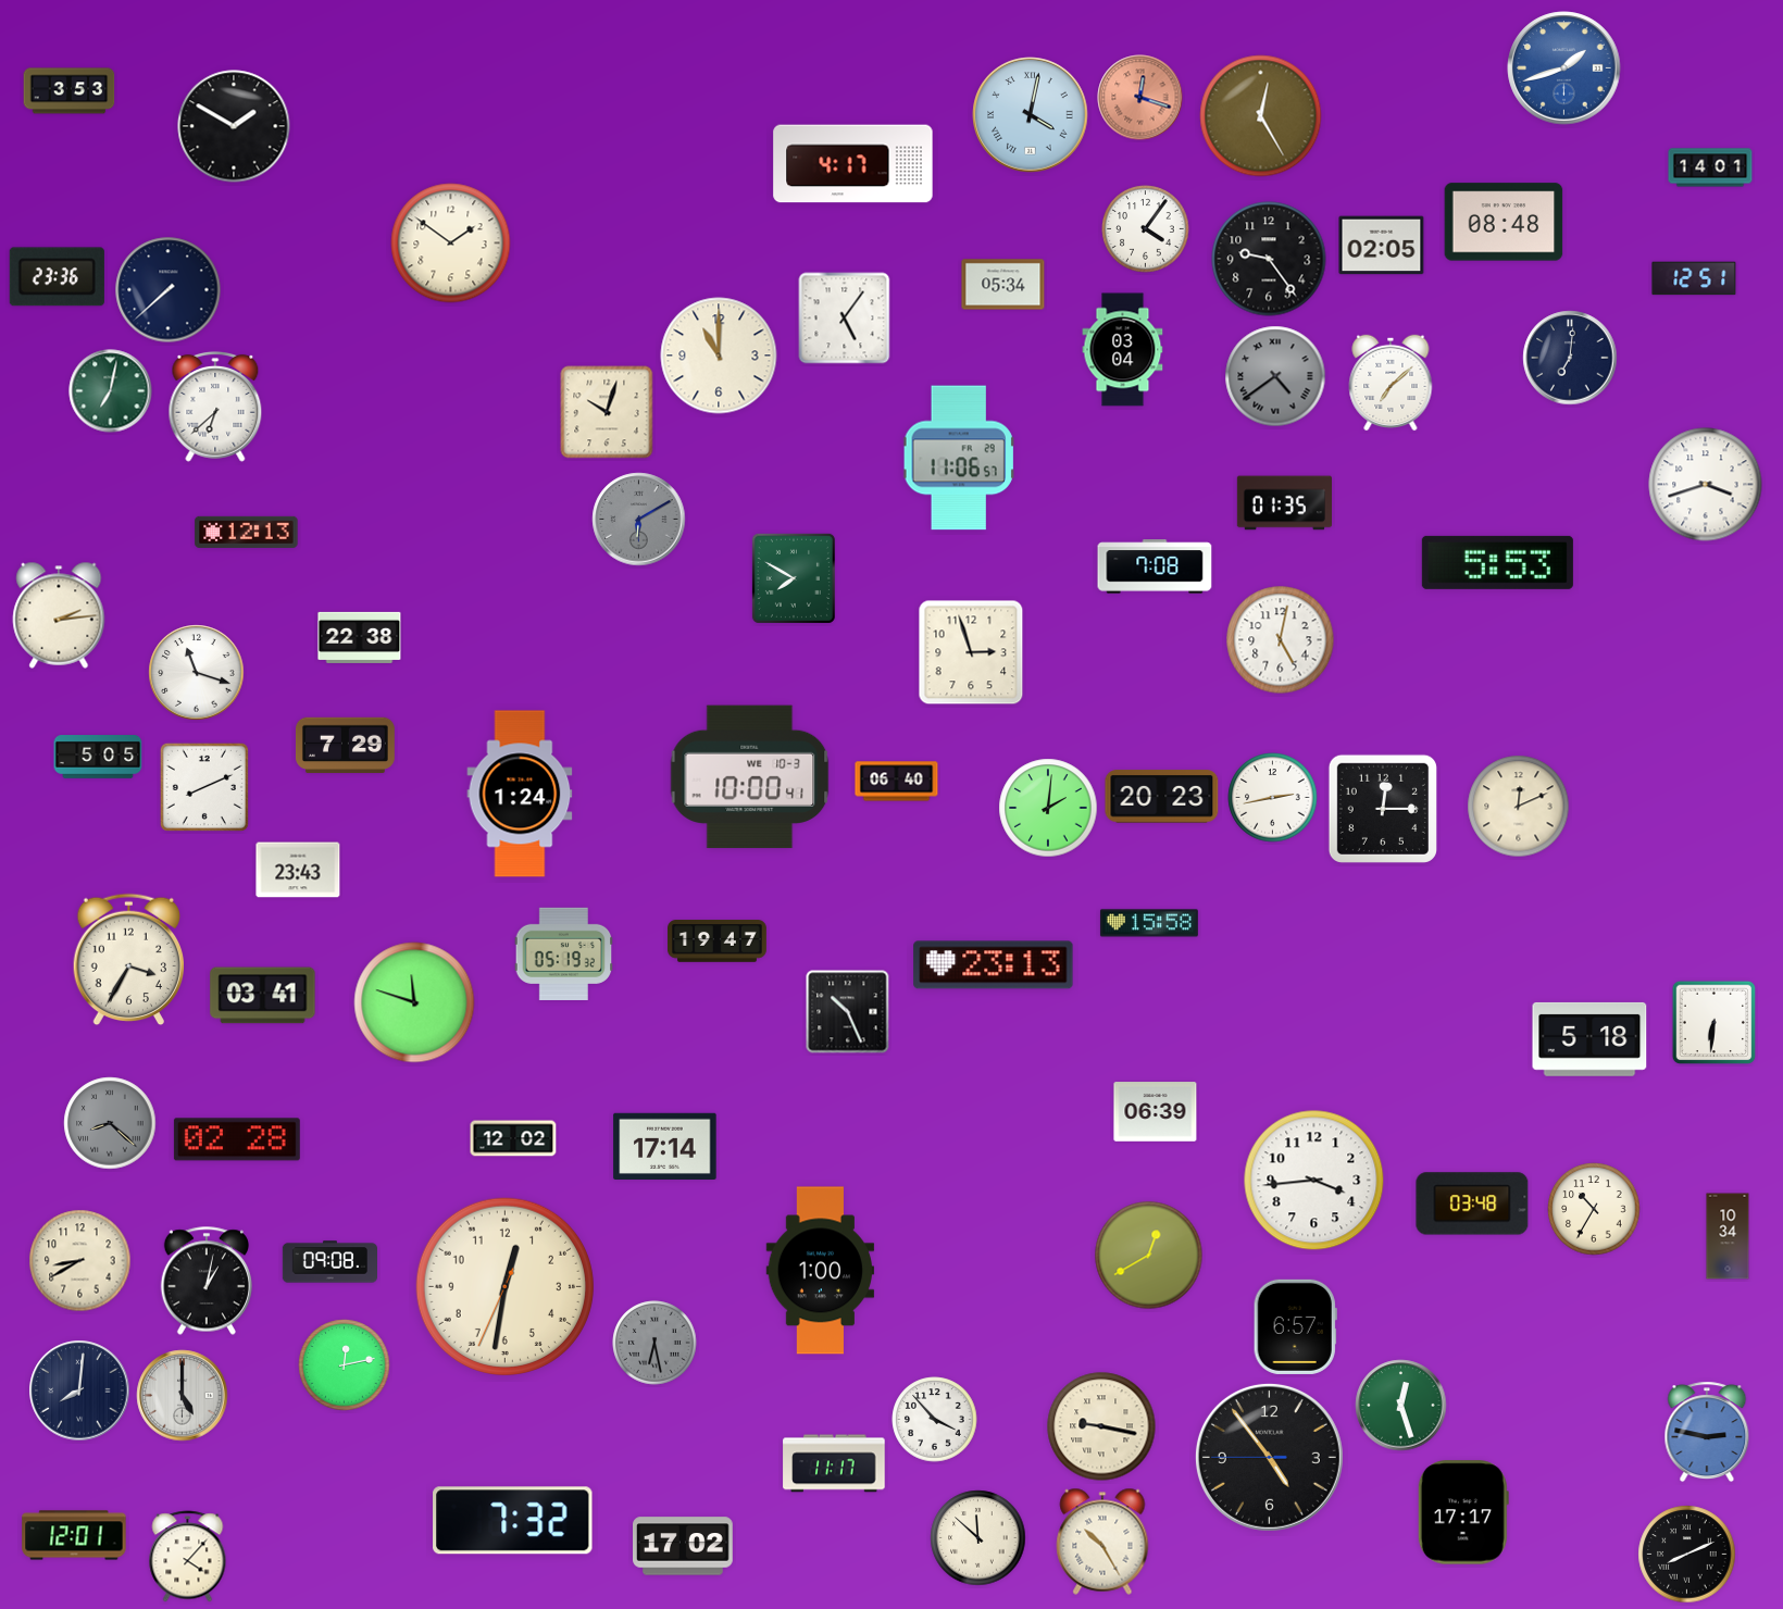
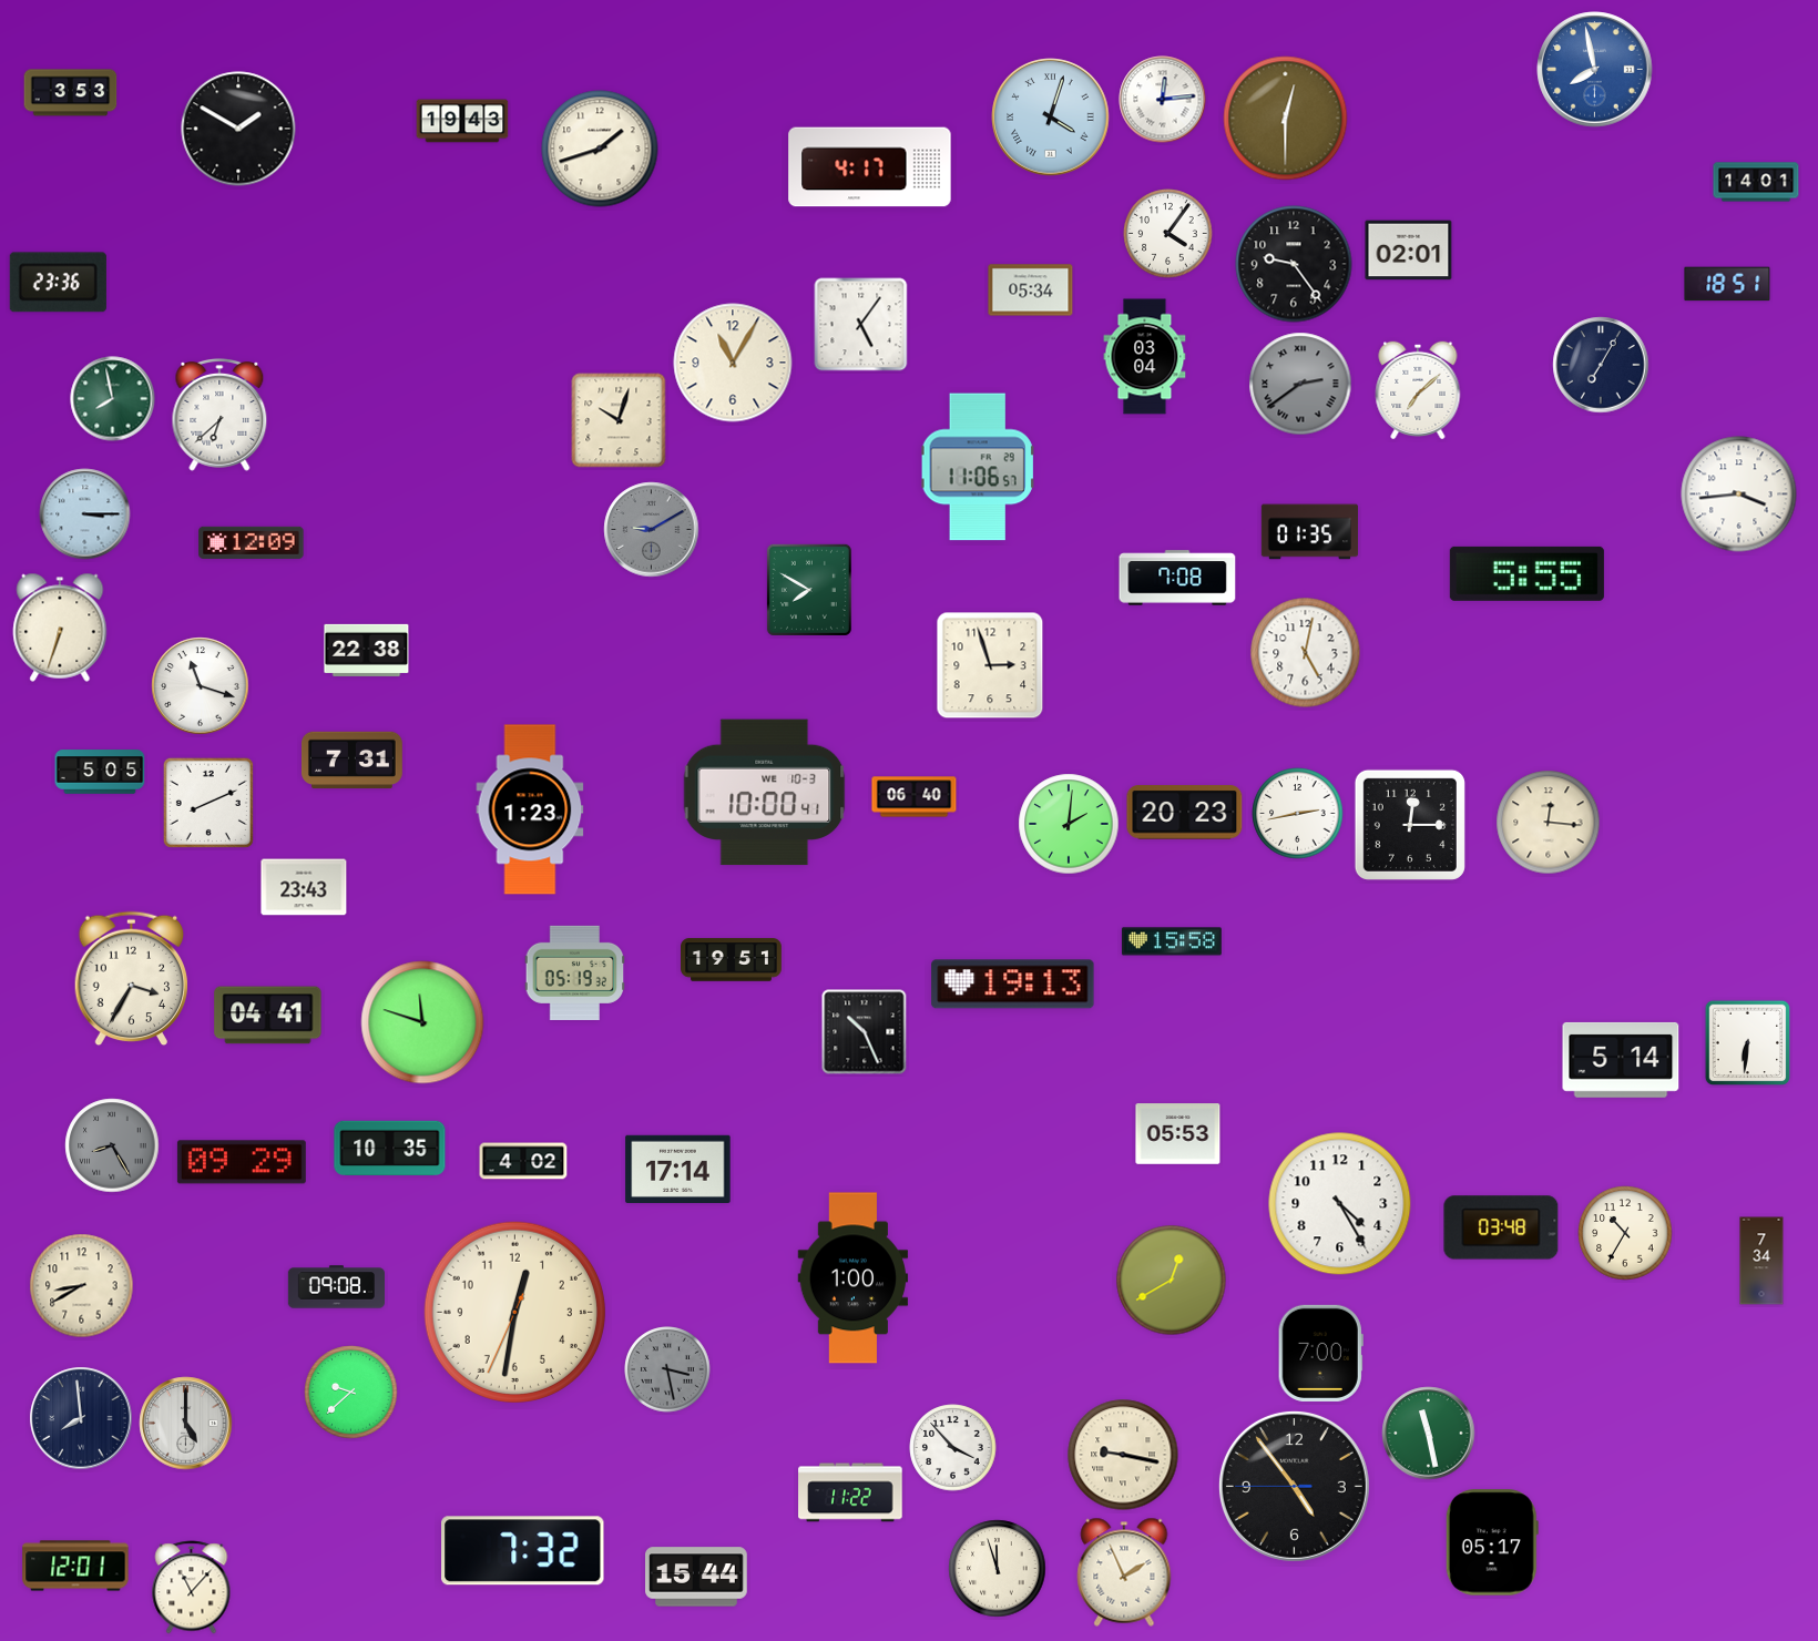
clock at (1564, 68): 1:42 -> 7:58
clock at (1140, 98): 12:18 -> 12:14
clock at (1140, 98) dial: salmon -> white
clock at (1031, 115): 4:02 -> 4:03
clock at (1261, 116): 12:25 -> 12:30
clock at (462, 121): none -> 19:43
clock at (600, 149): none -> 1:42
clock at (1710, 167) position: (1710, 167) -> (1756, 182)
clock at (1504, 222): 08:48 -> none
clock at (451, 244): 1:51 -> none
clock at (1382, 246): 02:05 -> 02:01
clock at (1694, 278): 12:51 -> 18:51
clock at (1003, 285) position: (1003, 285) -> (1031, 291)
clock at (169, 290): 7:38 -> none
clock at (719, 356): 11:00 -> 11:05
clock at (1570, 358): 7:01 -> 7:05
clock at (1275, 376): 4:39 -> 2:39
clock at (111, 391): 7:02 -> 7:58
clock at (1706, 485): 3:42 -> 3:44
clock at (1284, 503) position: (1284, 503) -> (1309, 532)
clock at (85, 514): none -> 3:15
clock at (639, 520): 6:10 -> 9:10
clock at (247, 532): 12:13 -> 12:09
clock at (1497, 562): 5:53 -> 5:55
clock at (59, 615): 2:14 -> 6:33
clock at (345, 746): 7:29 -> 7:31
clock at (520, 794): 1:24 -> 1:23
clock at (1519, 807): 12:11 -> 12:16
clock at (718, 941): 19:47 -> 19:51
clock at (994, 965): 23:13 -> 19:13
clock at (263, 996): 03:41 -> 04:41
clock at (1589, 1039): 5:18 -> 5:14
clock at (1156, 1112): 06:39 -> 05:53
clock at (110, 1123): 8:22 -> 8:25
clock at (390, 1148): none -> 10:35
clock at (513, 1138): 12:02 -> 4:02
clock at (237, 1139): 02:28 -> 09:29
clock at (1314, 1181): 3:44 -> 4:25
clock at (1728, 1236): 10:34 -> 7:34
clock at (821, 1271) position: (821, 1271) -> (854, 1278)
clock at (205, 1281): 1:02 -> none
clock at (1295, 1326): 6:57 -> 7:00
clock at (654, 1343): 6:28 -> 3:28
clock at (345, 1365): 12:13 -> 9:38
clock at (79, 1390): 8:01 -> 7:59
clock at (1401, 1406): 12:27 -> 11:28
clock at (1707, 1432): 2:47 -> none
clock at (834, 1463): 11:17 -> 11:22
clock at (1463, 1512): 17:17 -> 05:17
clock at (978, 1538): 11:52 -> 11:57
clock at (1102, 1542): 10:25 -> 1:56
clock at (684, 1546): 17:02 -> 15:44
clock at (1687, 1555): 8:11 -> none
clock at (188, 1557): 4:07 -> 11:07
